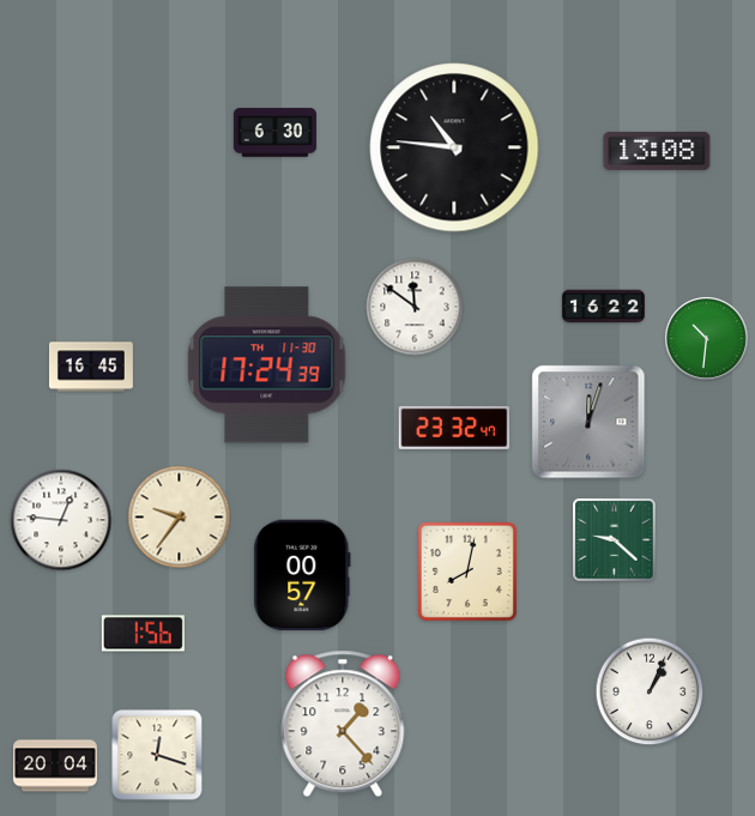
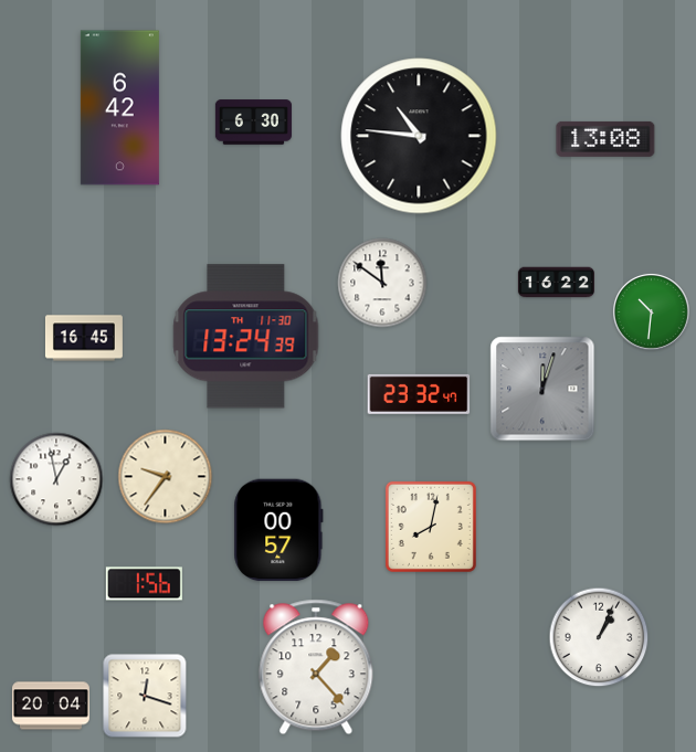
clock at (119, 108): none -> 6:42
clock at (267, 365): 17:24 -> 13:24
clock at (61, 520): 12:46 -> 12:58
clock at (615, 540): 9:22 -> none
clock at (143, 634) position: (143, 634) -> (144, 584)
